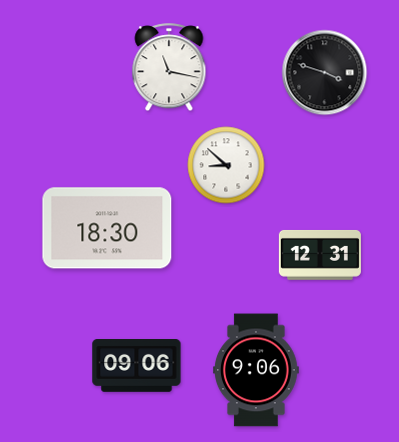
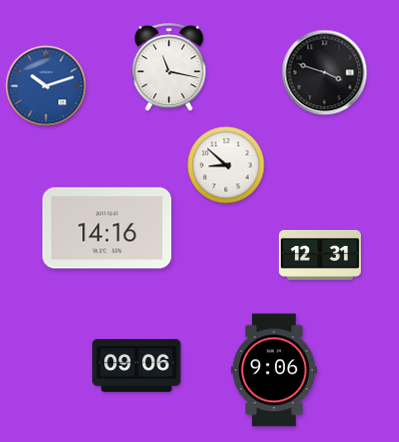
clock at (46, 86): none -> 10:12
clock at (107, 228): 18:30 -> 14:16
clock at (257, 370) position: (257, 370) -> (275, 370)
